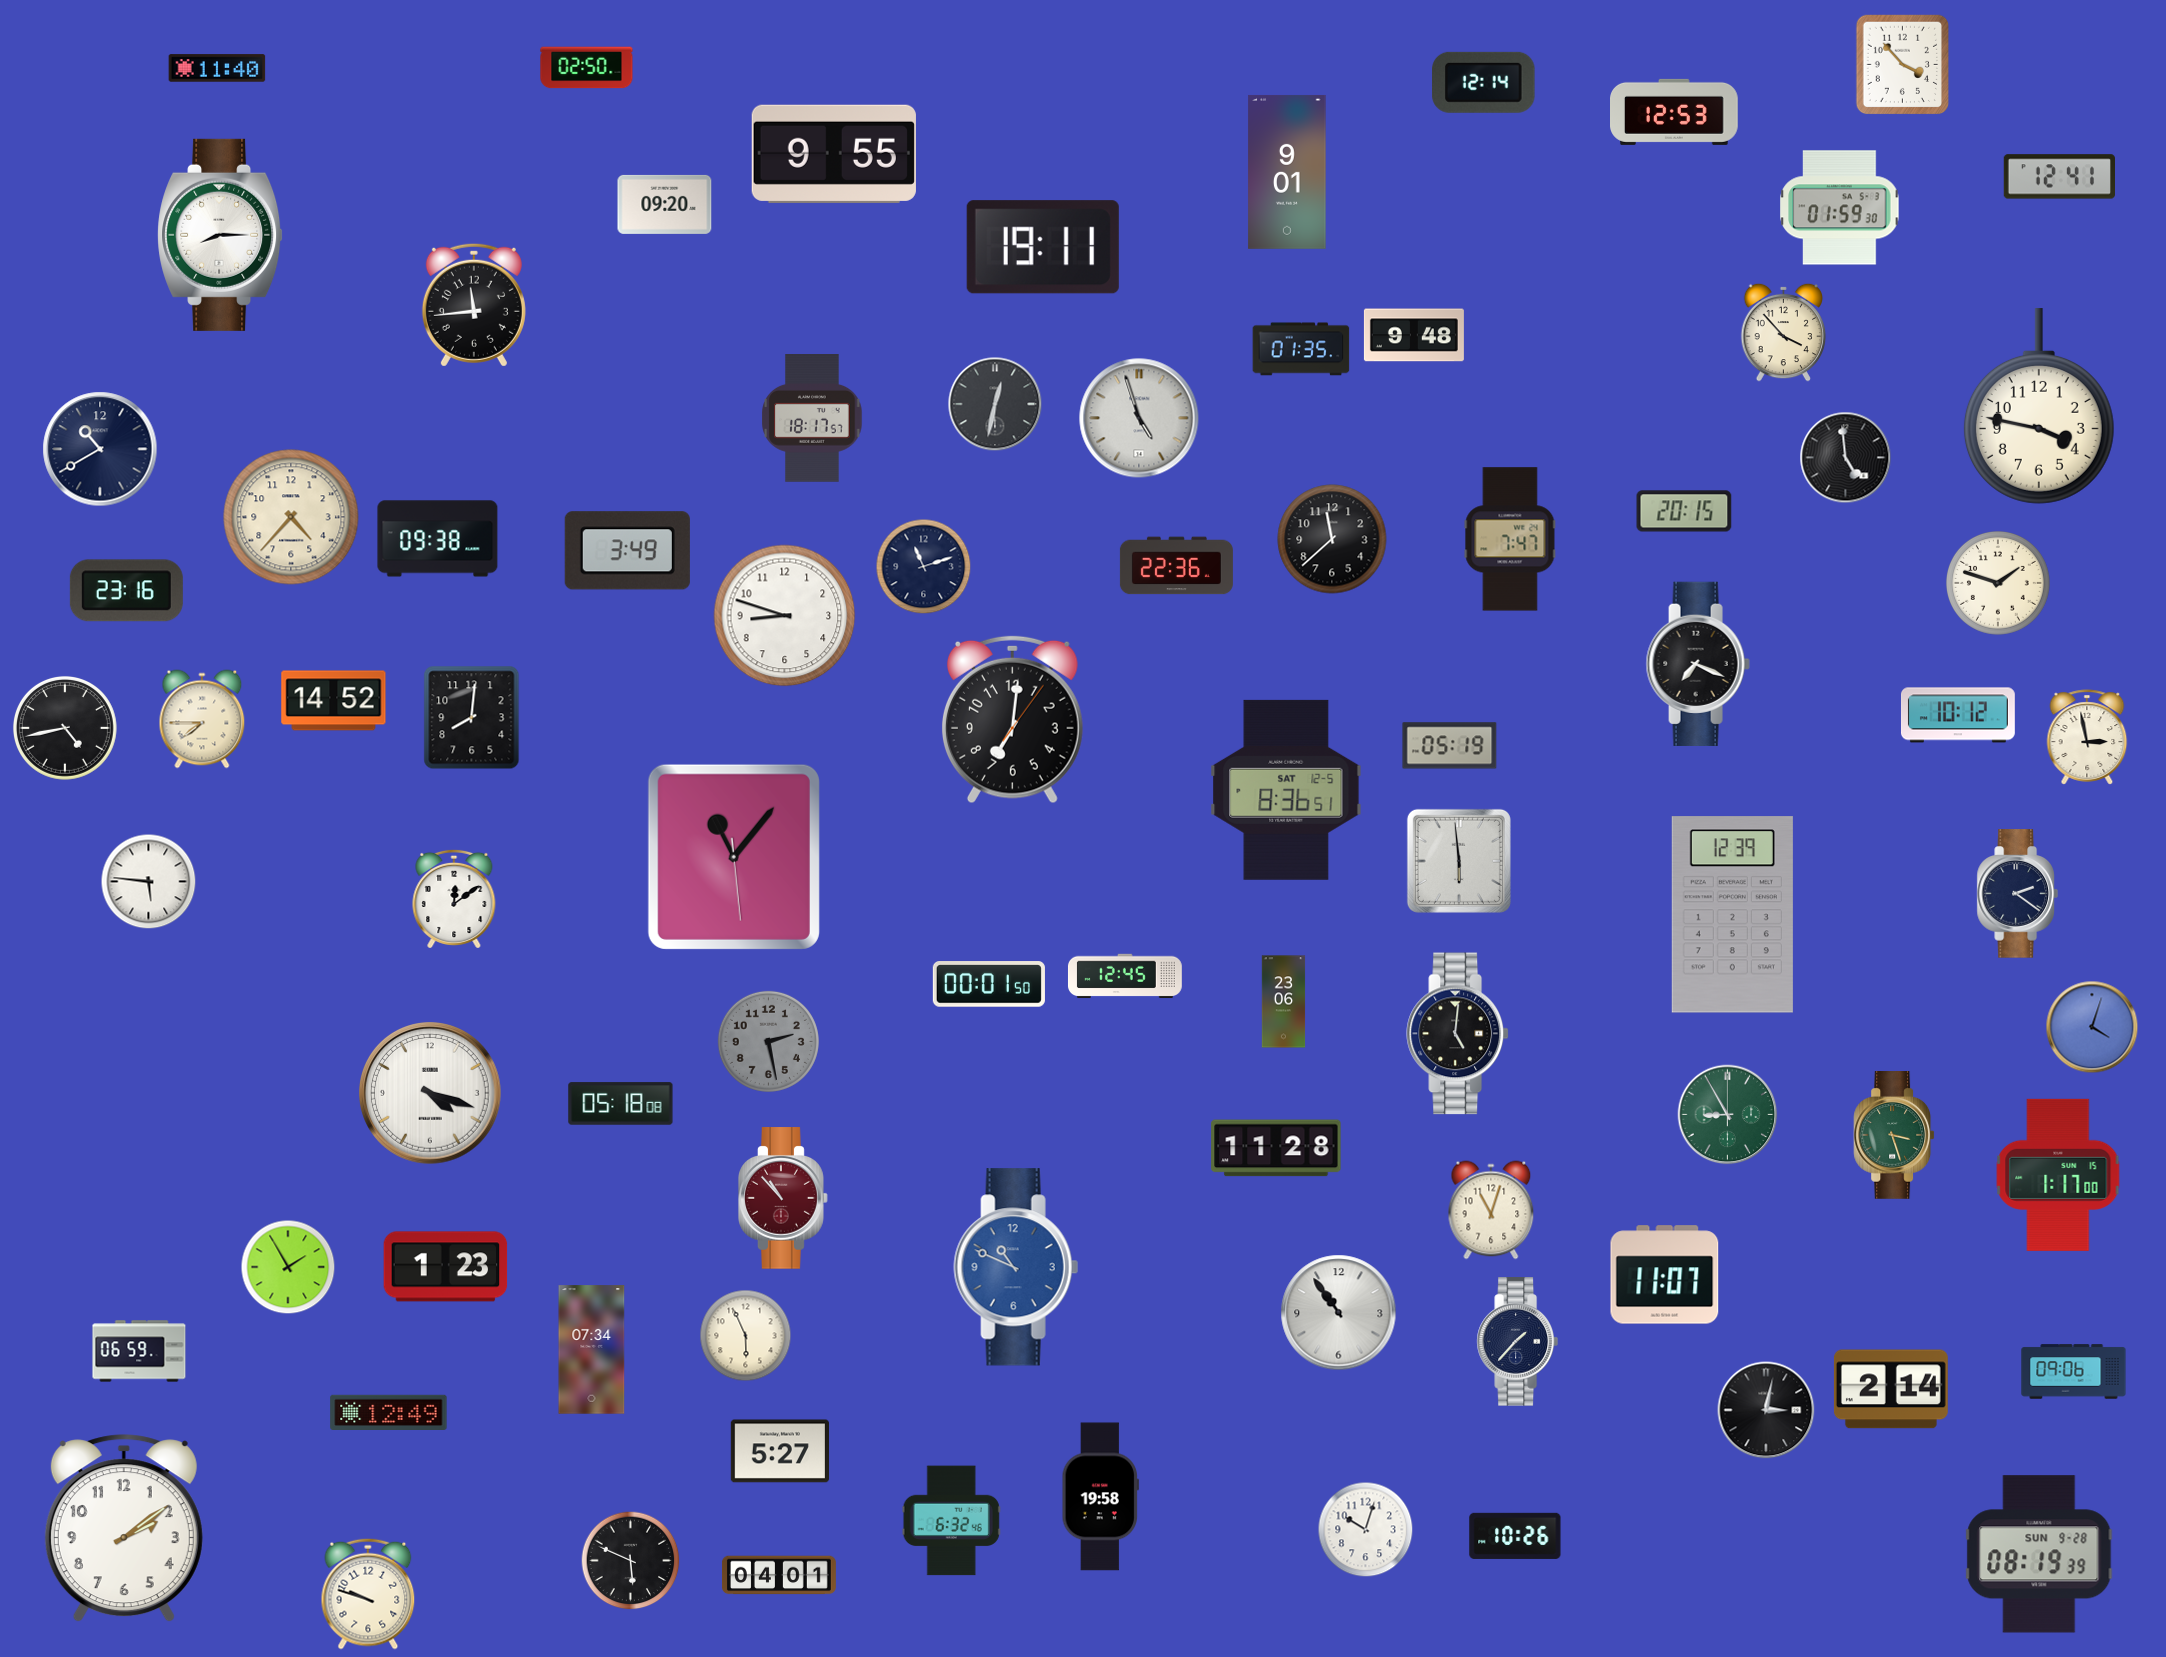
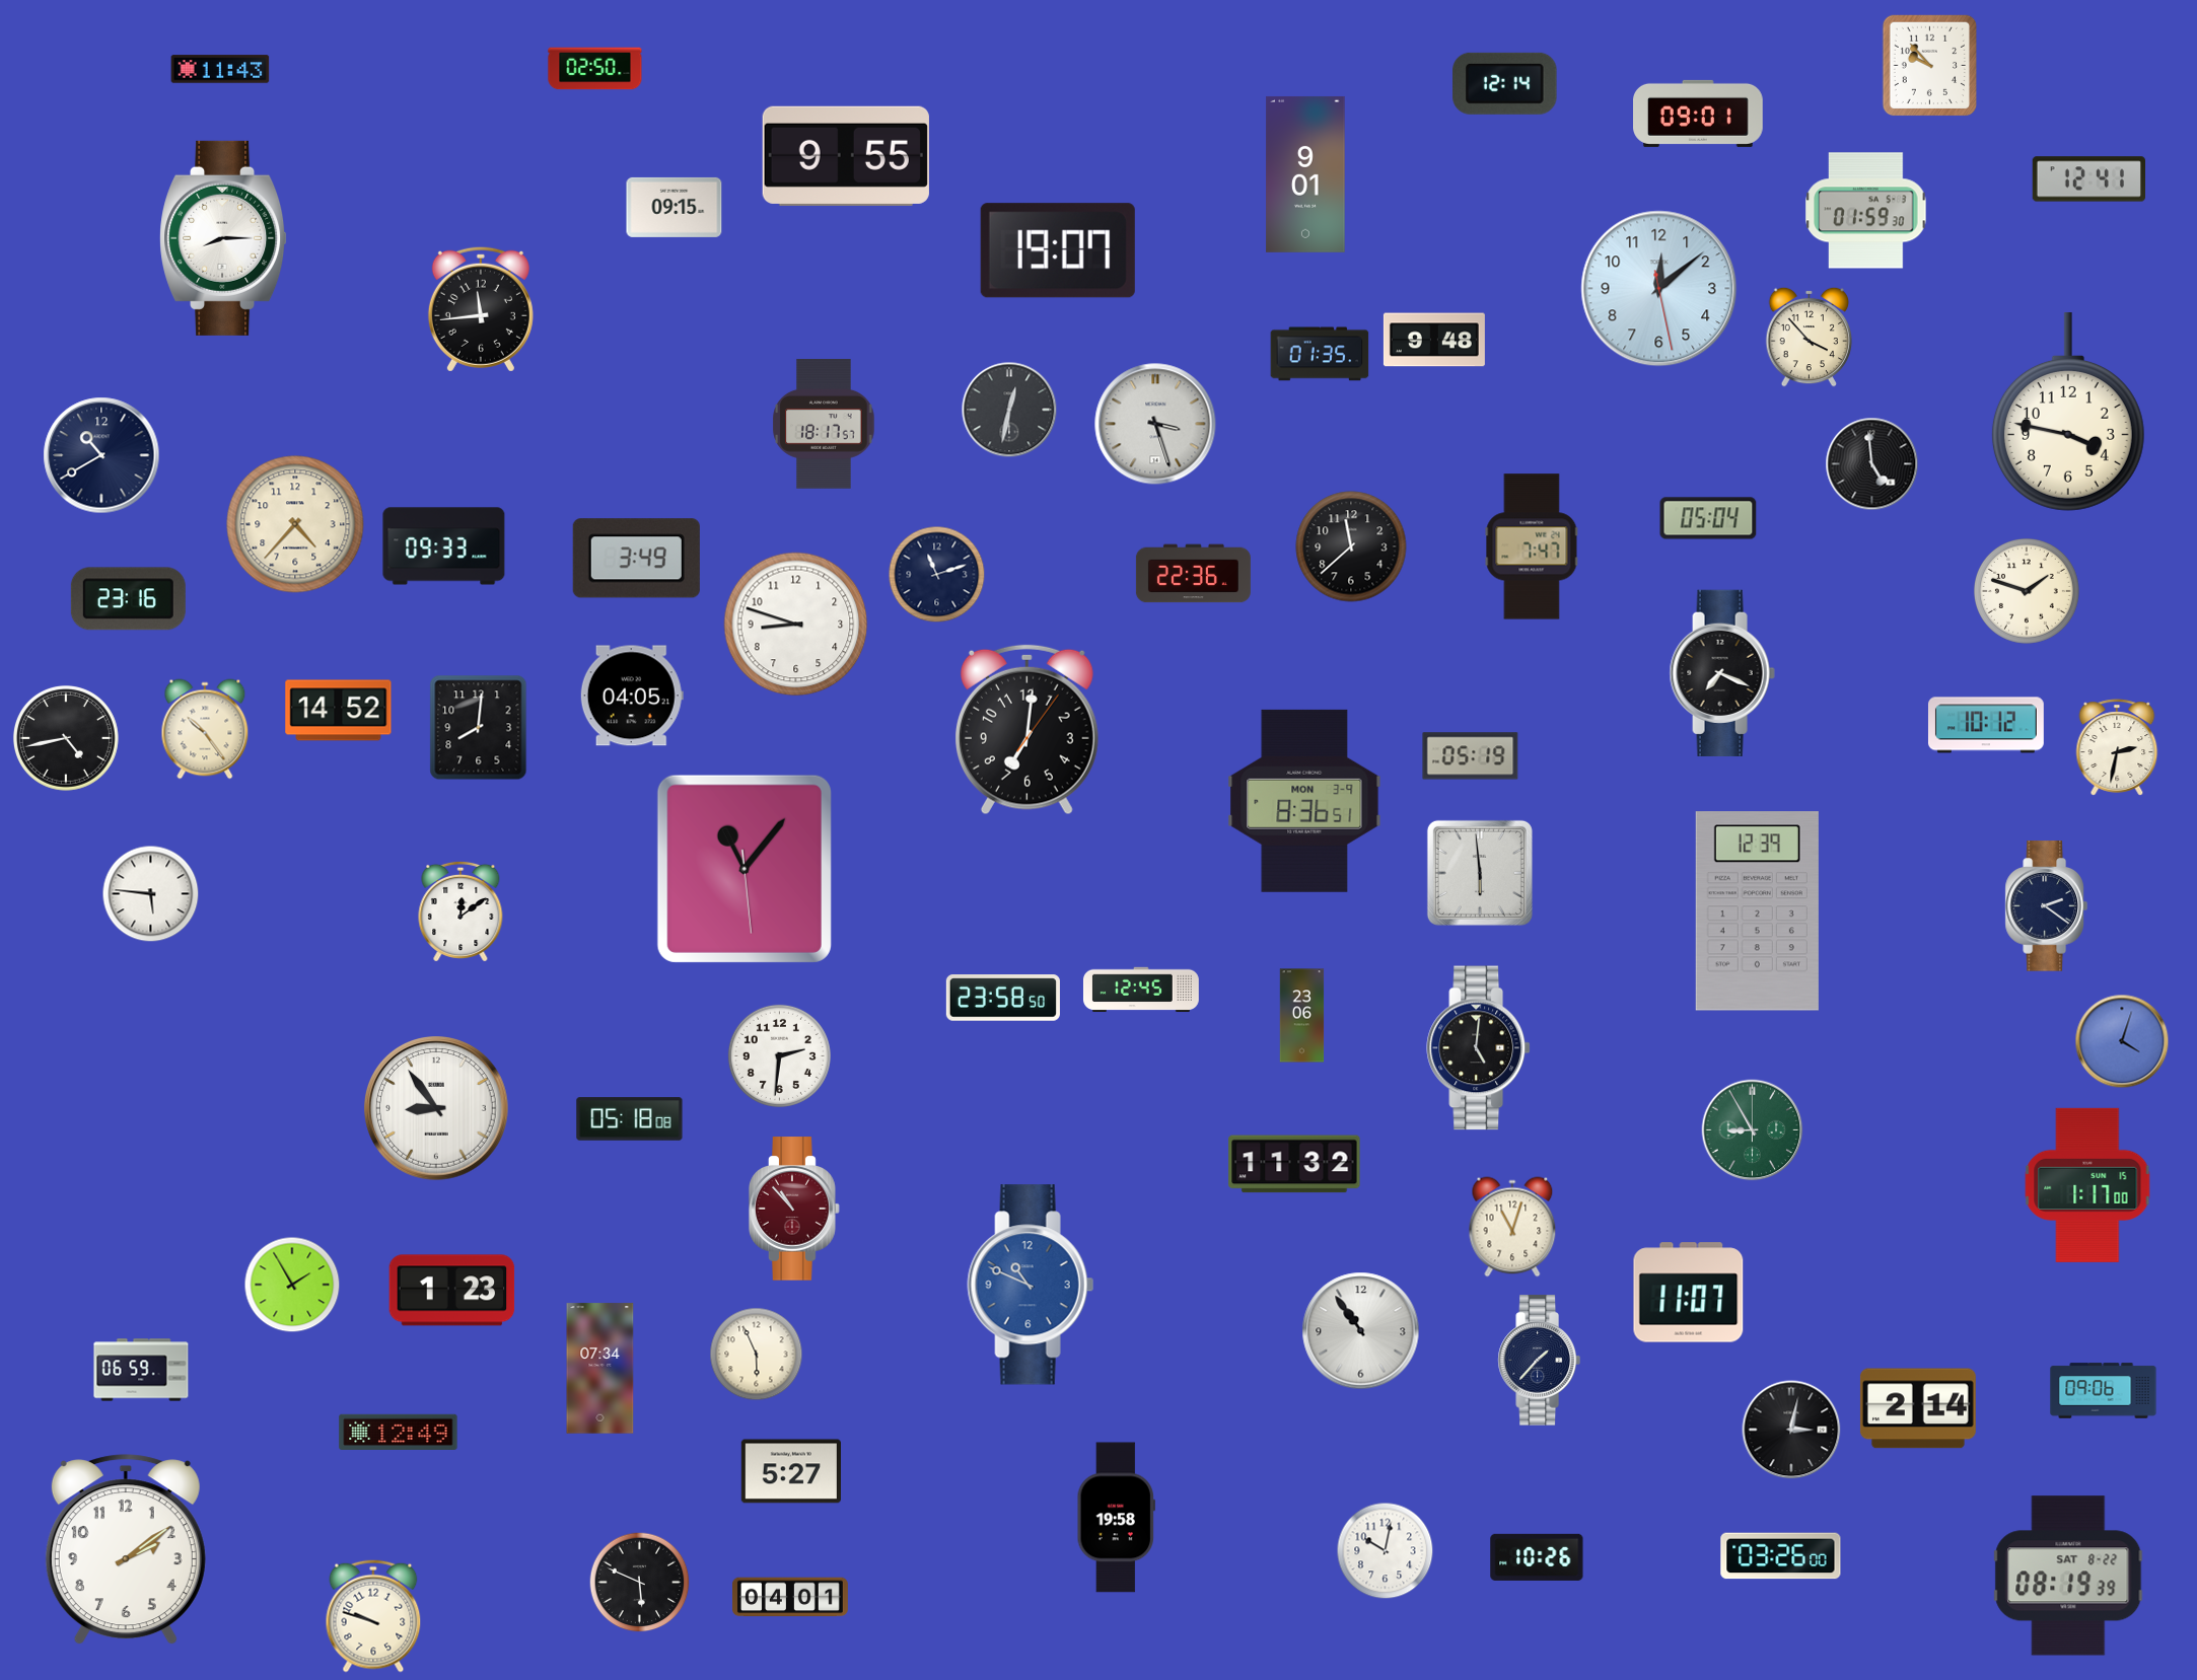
clock at (1903, 65): 3:53 -> 9:53
clock at (217, 68): 11:40 -> 11:43
clock at (1675, 112): 12:53 -> 09:01
clock at (665, 204): 09:20 -> 09:15
clock at (1043, 247): 19:11 -> 19:07
clock at (1659, 289): none -> 12:08
clock at (1139, 418): 4:57 -> 3:27
clock at (1684, 511): 20:15 -> 05:04
clock at (438, 539): 09:38 -> 09:33
clock at (632, 696): none -> 04:05
clock at (202, 719): 7:45 -> 10:24
clock at (2087, 737): 2:58 -> 2:32
clock at (1286, 790) date: SAT 12-5 -> MON 3-9
clock at (1732, 915) position: (1732, 915) -> (1757, 911)
clock at (989, 984): 00:01 -> 23:58
clock at (768, 1041): 2:28 -> 2:31
clock at (768, 1041) dial: grey -> white
clock at (431, 1094): 4:18 -> 8:54
clock at (1894, 1136): 3:27 -> none
clock at (1276, 1148): 11:28 -> 11:32
clock at (2058, 1175) position: (2058, 1175) -> (2087, 1185)
clock at (783, 1198) position: (783, 1198) -> (794, 1209)
clock at (446, 1267) position: (446, 1267) -> (452, 1291)
clock at (1339, 1313) position: (1339, 1313) -> (1361, 1331)
clock at (389, 1412) position: (389, 1412) -> (399, 1432)
clock at (951, 1521): 6:32 -> none
clock at (1366, 1530): 10:03 -> 10:02
clock at (1781, 1556): none -> 03:26
clock at (2039, 1554) date: SUN 9-28 -> SAT 8-22
